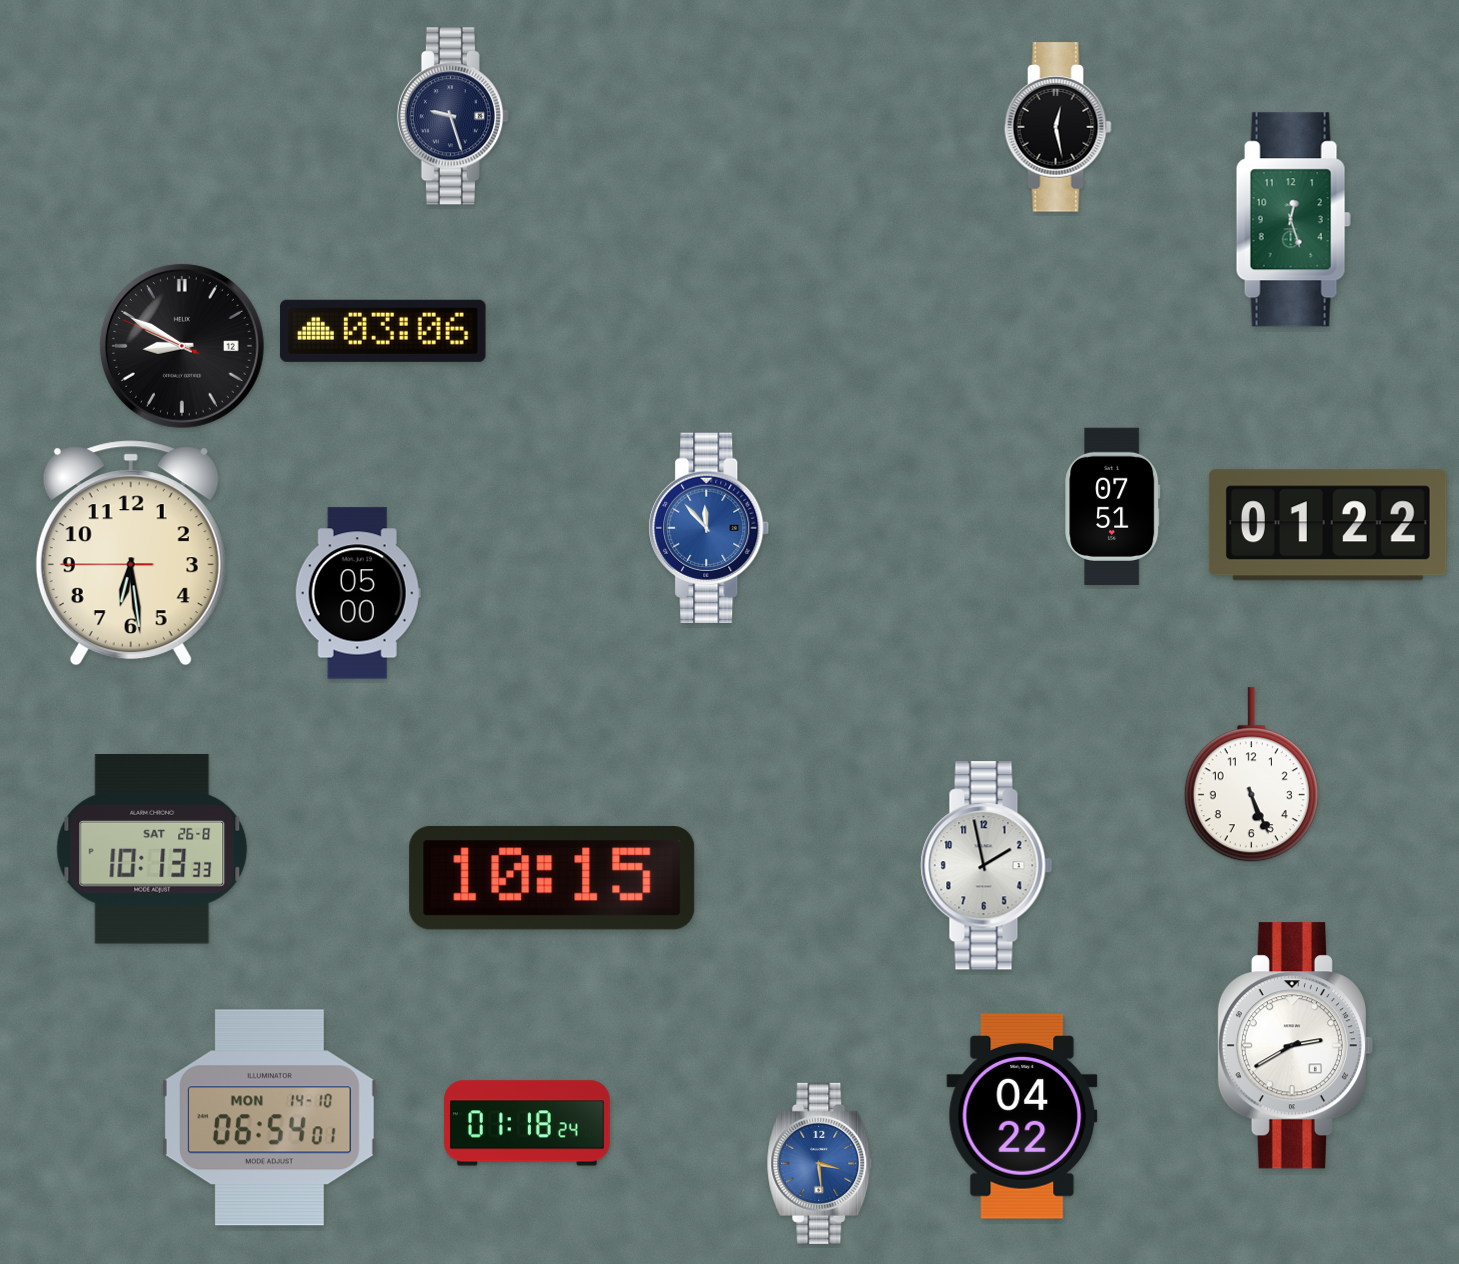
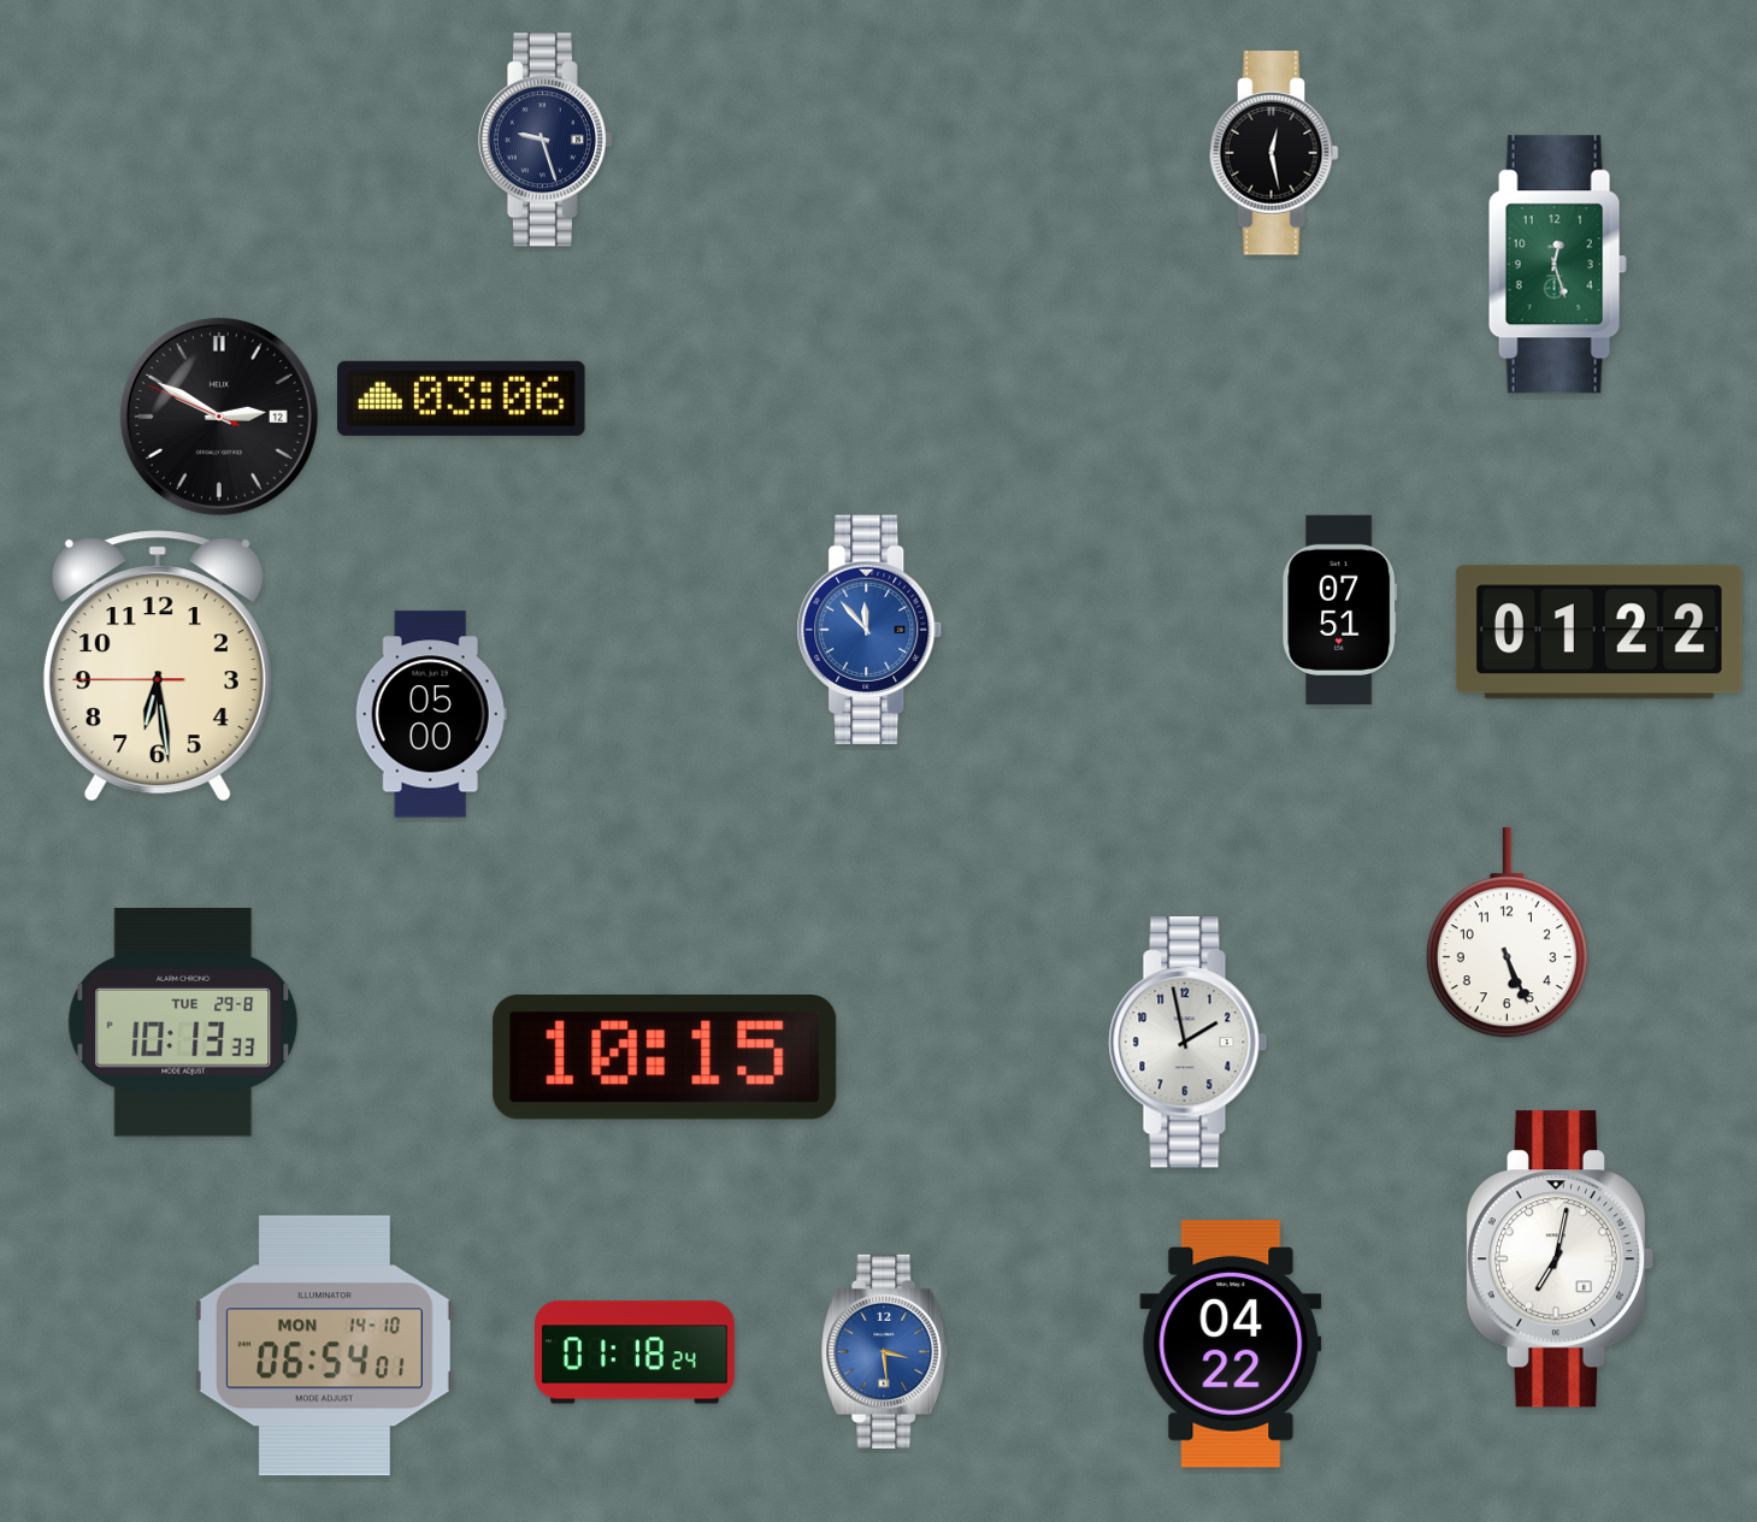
clock at (182, 346): 8:49 -> 2:49
clock at (709, 527) position: (709, 527) -> (869, 629)
clock at (152, 850) date: SAT 26-8 -> TUE 29-8
clock at (1295, 1046): 2:40 -> 7:02
clock at (820, 1163) position: (820, 1163) -> (885, 1351)
